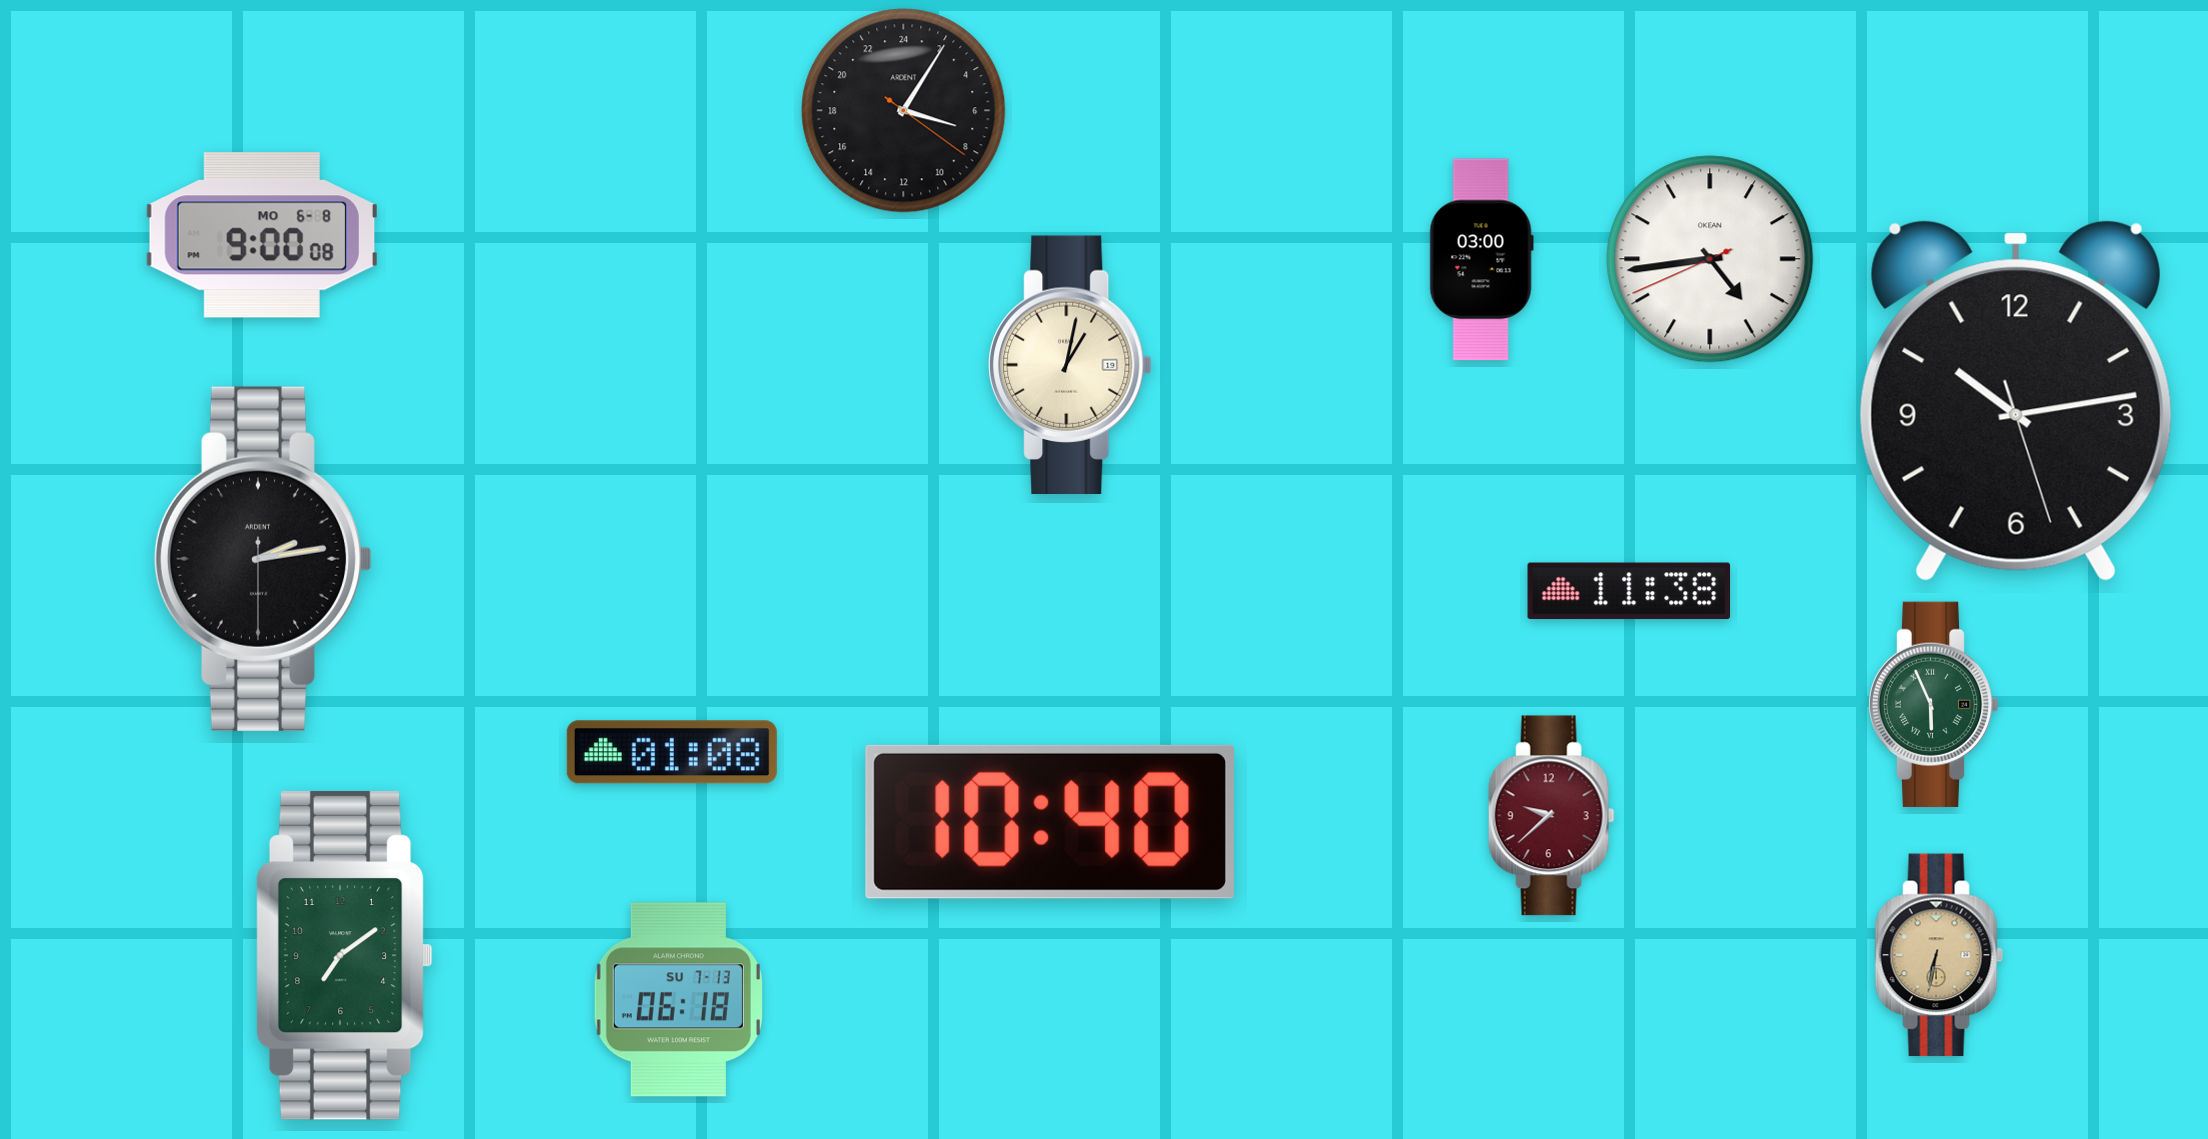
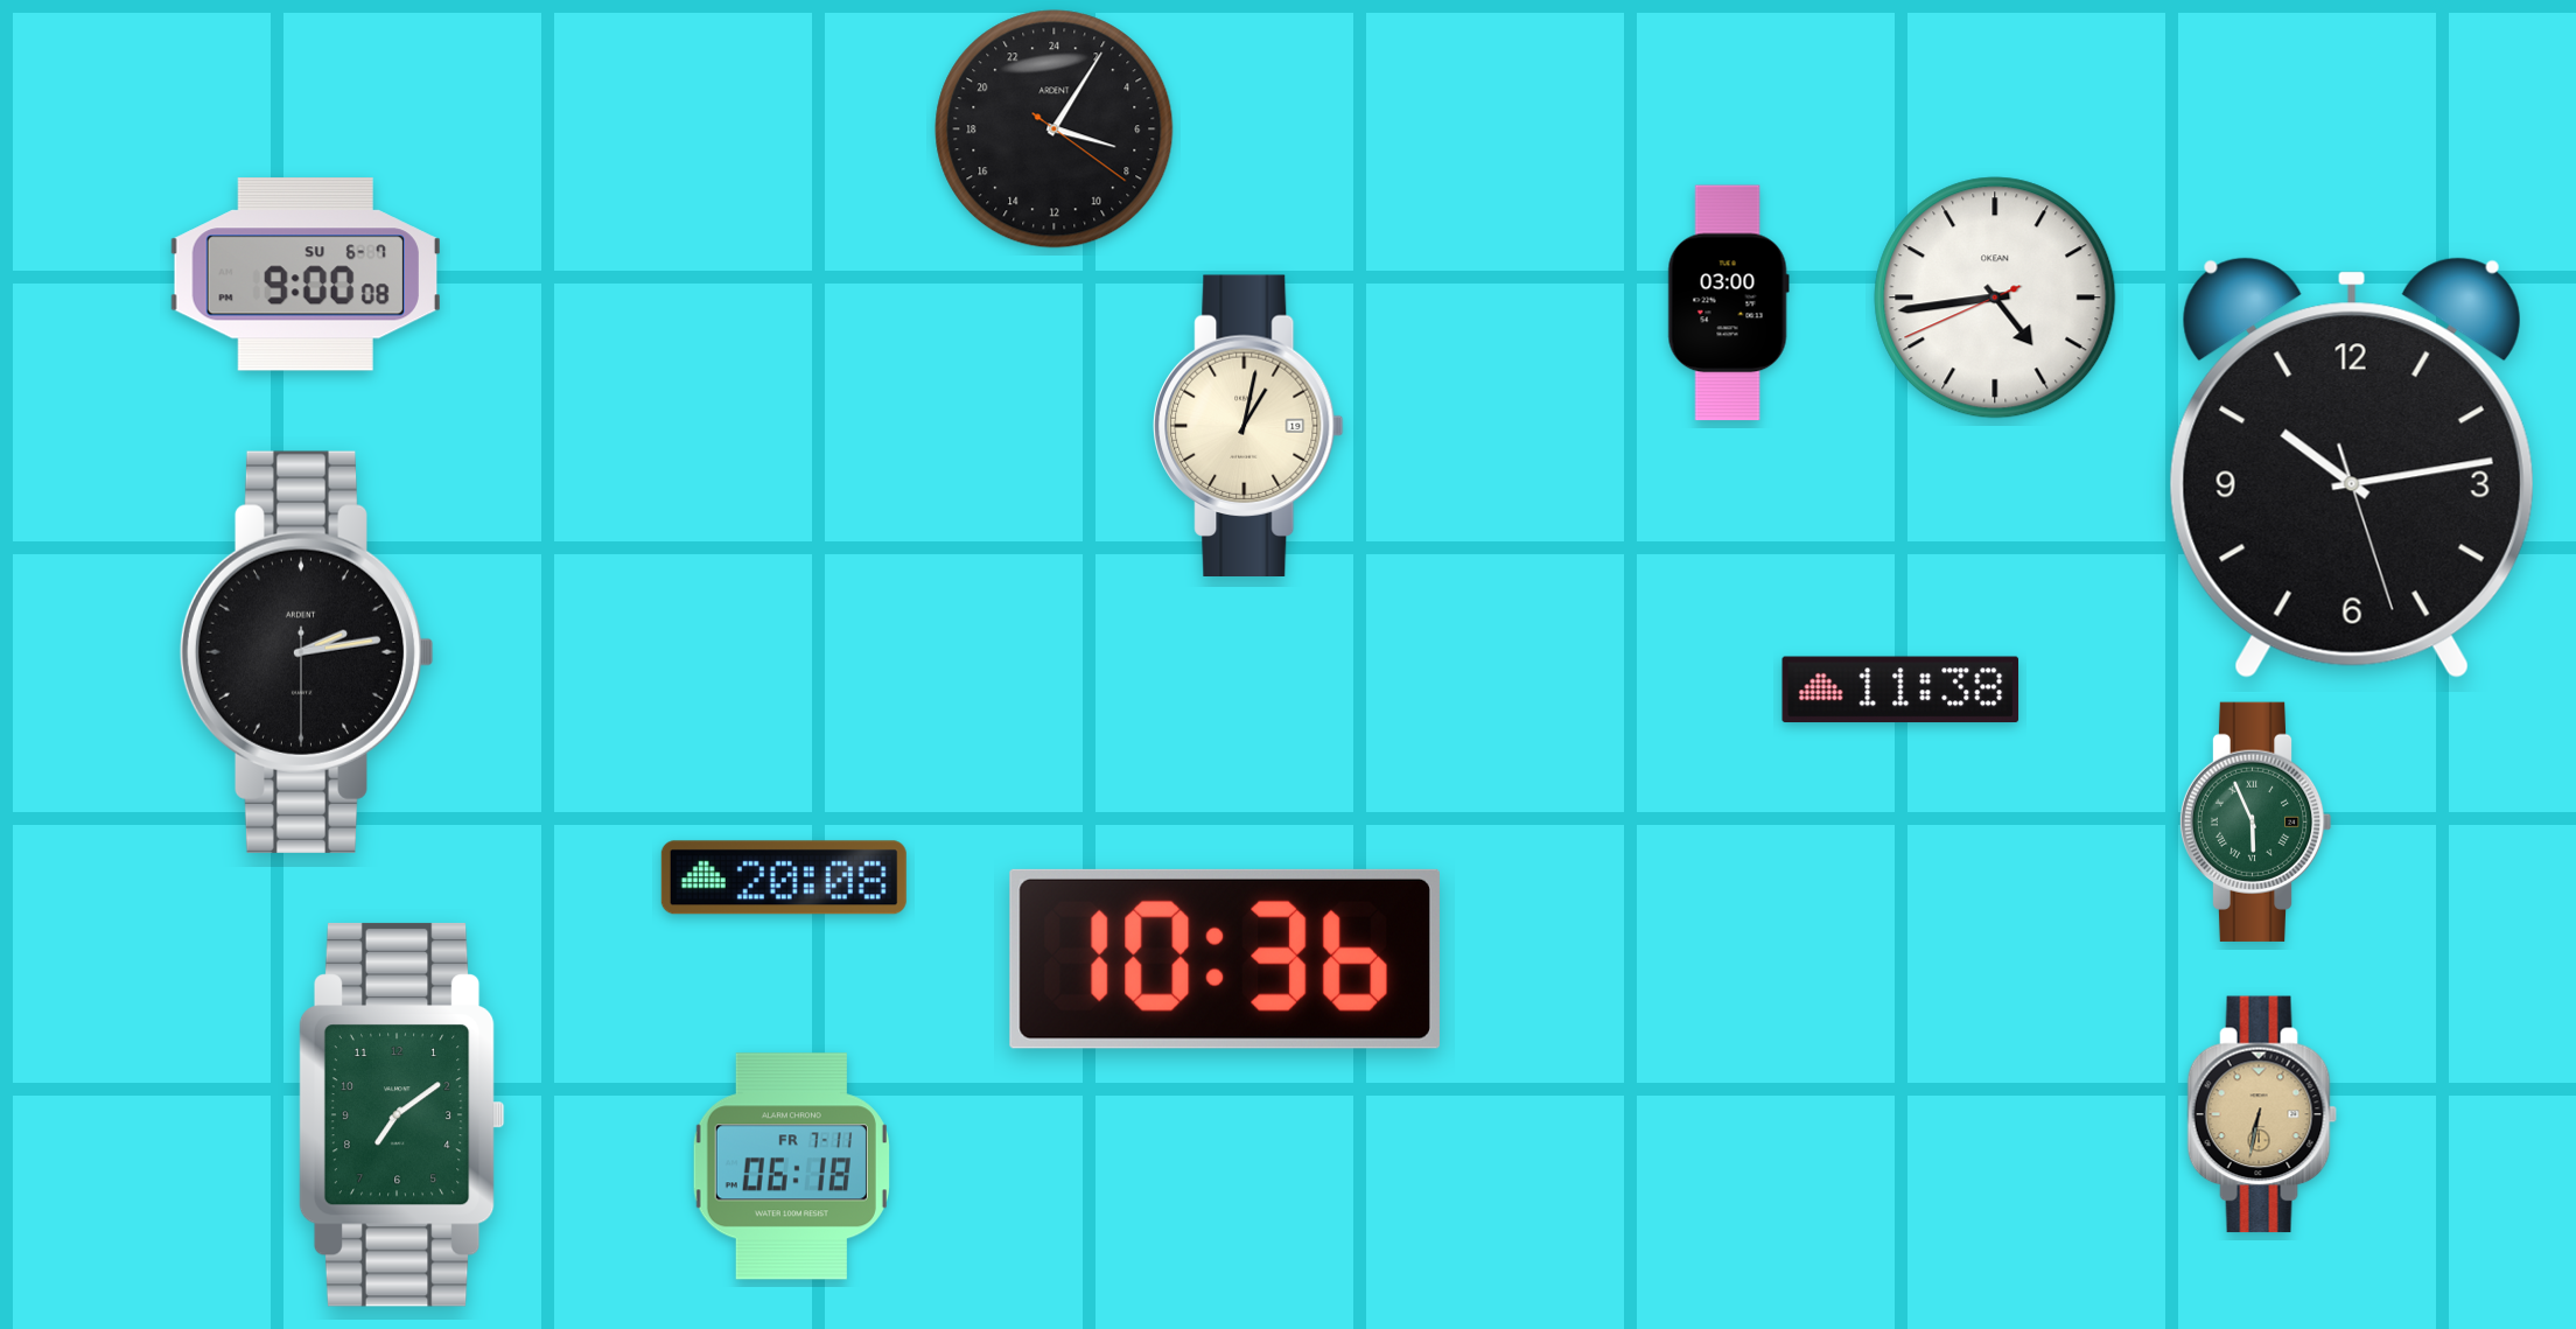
clock at (262, 235) date: MO 6-8 -> SU 6-7
clock at (1710, 259) position: (1710, 259) -> (1995, 298)
clock at (672, 752): 01:08 -> 20:08
clock at (1551, 816): 9:38 -> none
clock at (1050, 822): 10:40 -> 10:36
clock at (678, 1000) date: SU 7-13 -> FR 7-11
